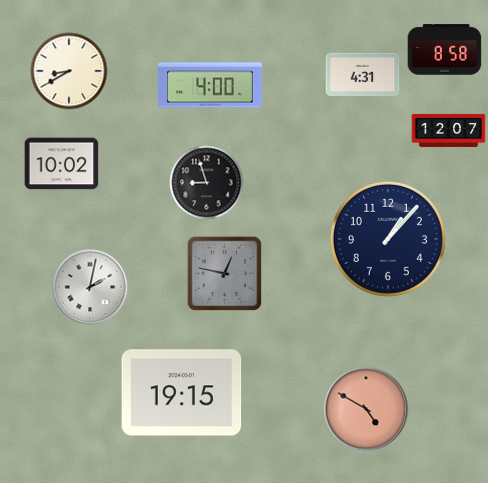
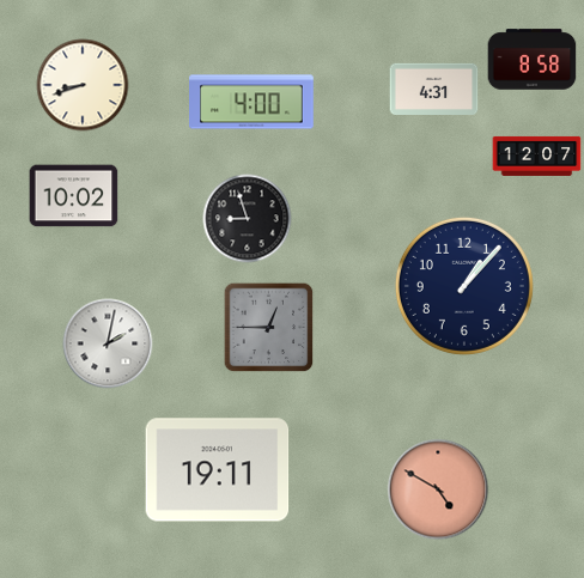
clock at (69, 71): 8:40 -> 8:42
clock at (225, 274): 12:47 -> 12:45
clock at (182, 393): 19:15 -> 19:11
